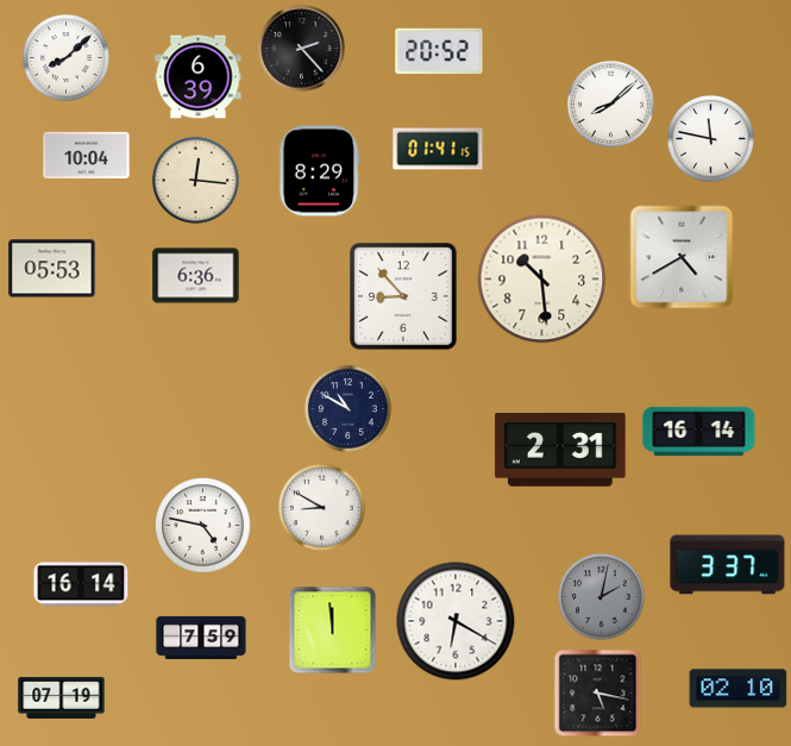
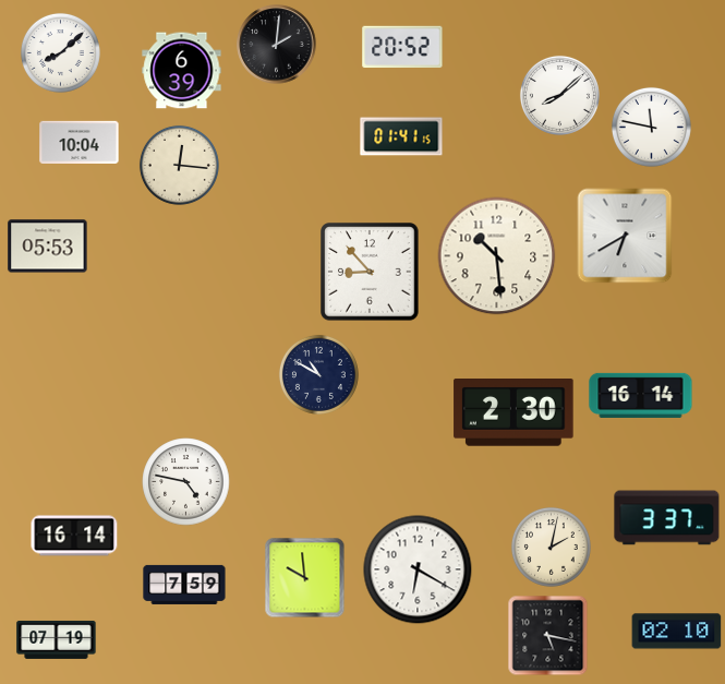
clock at (302, 49): 2:23 -> 2:01
clock at (320, 171): 8:29 -> none
clock at (682, 257): 4:40 -> 6:40
clock at (196, 276): 6:36 -> none
clock at (560, 451): 2:31 -> 2:30
clock at (321, 507): 8:50 -> none
clock at (601, 596) dial: grey -> cream
clock at (333, 631): 11:59 -> 9:59
